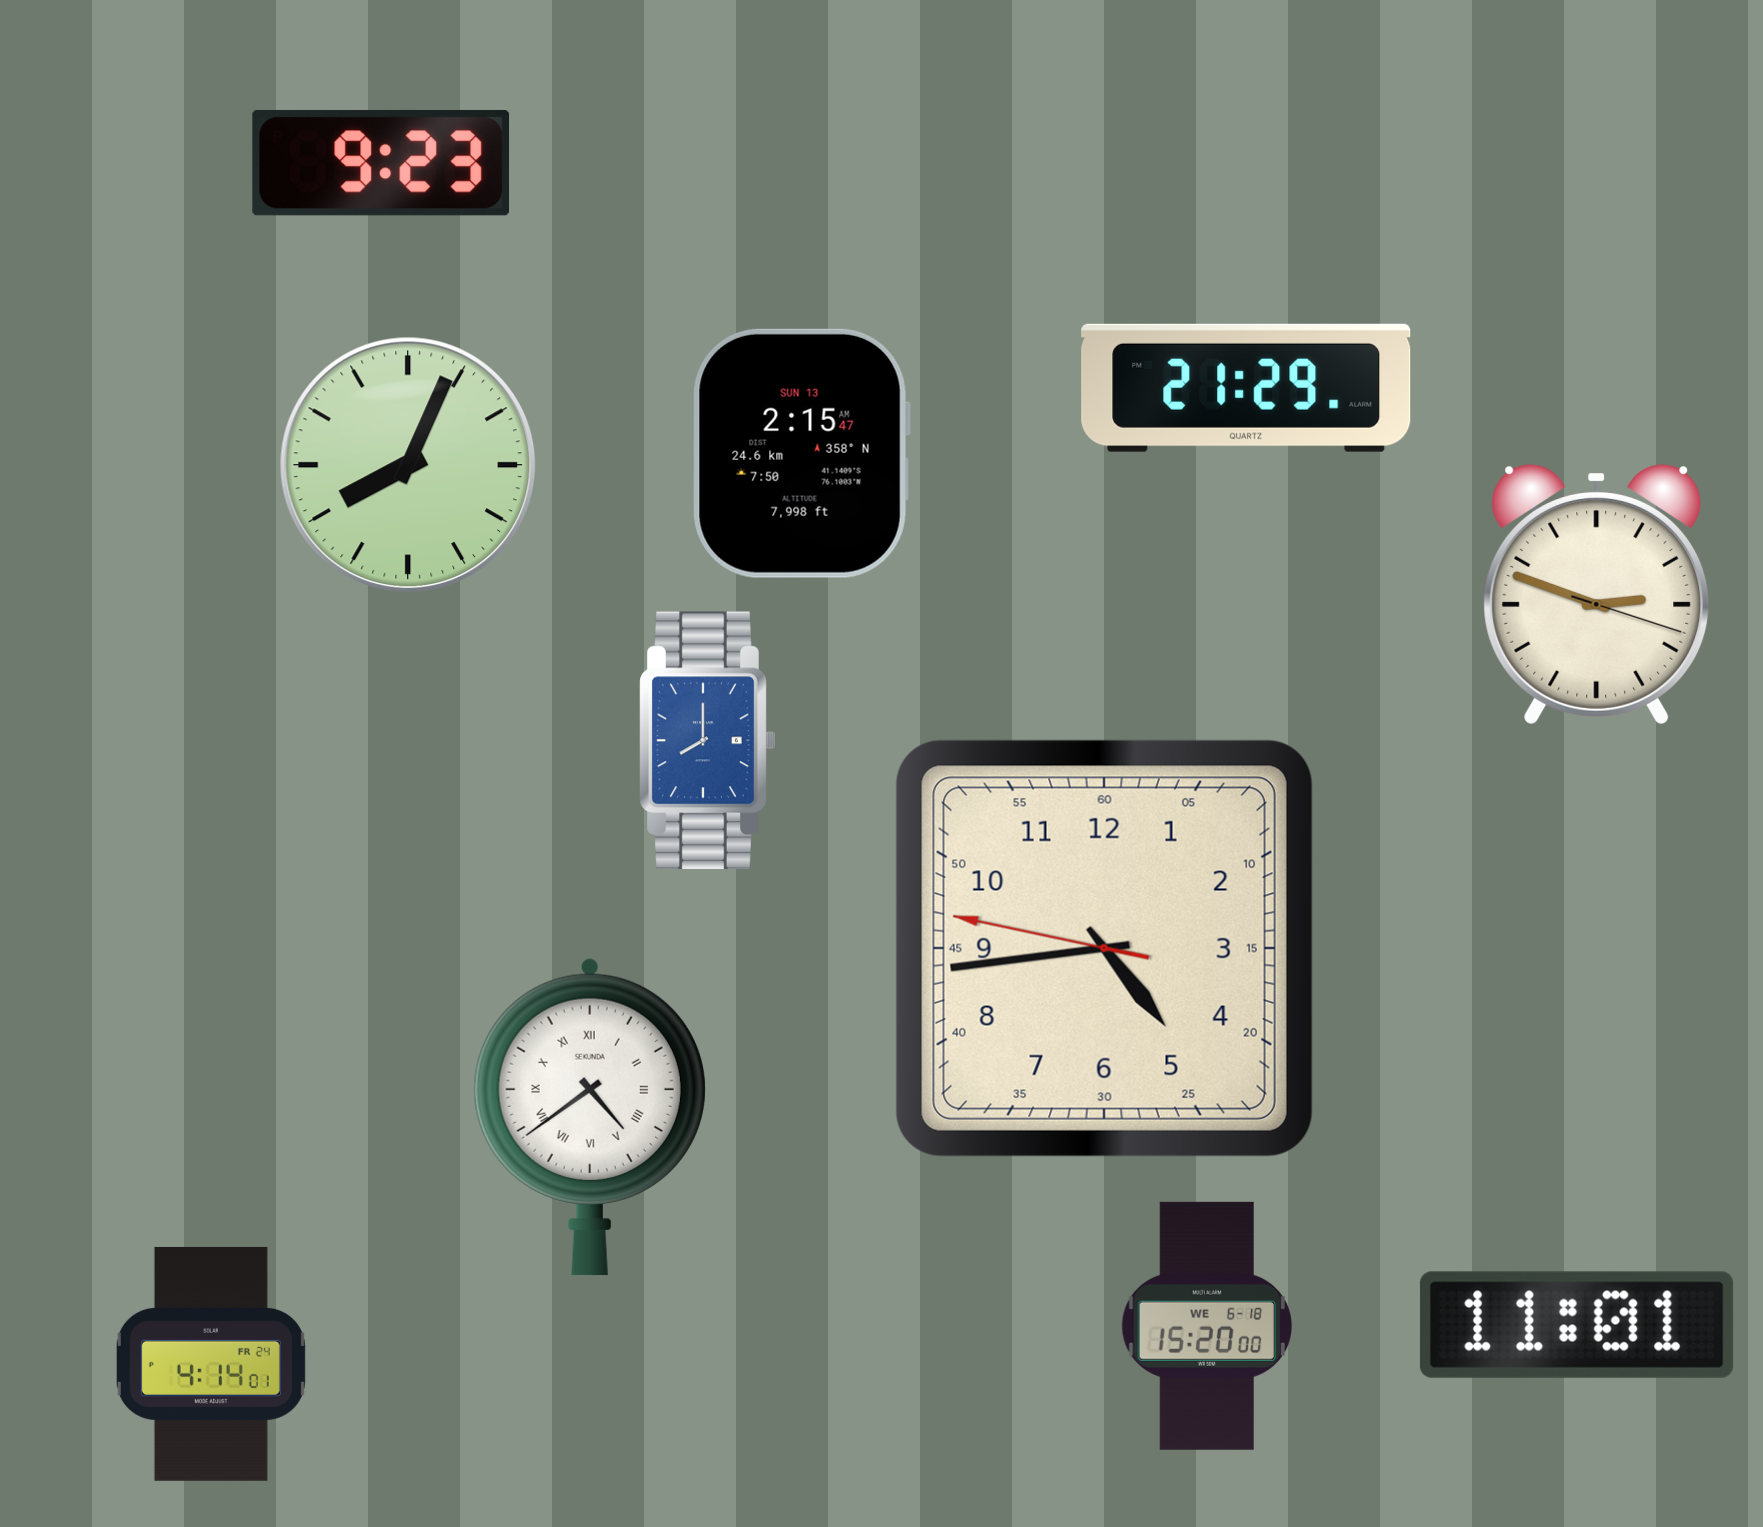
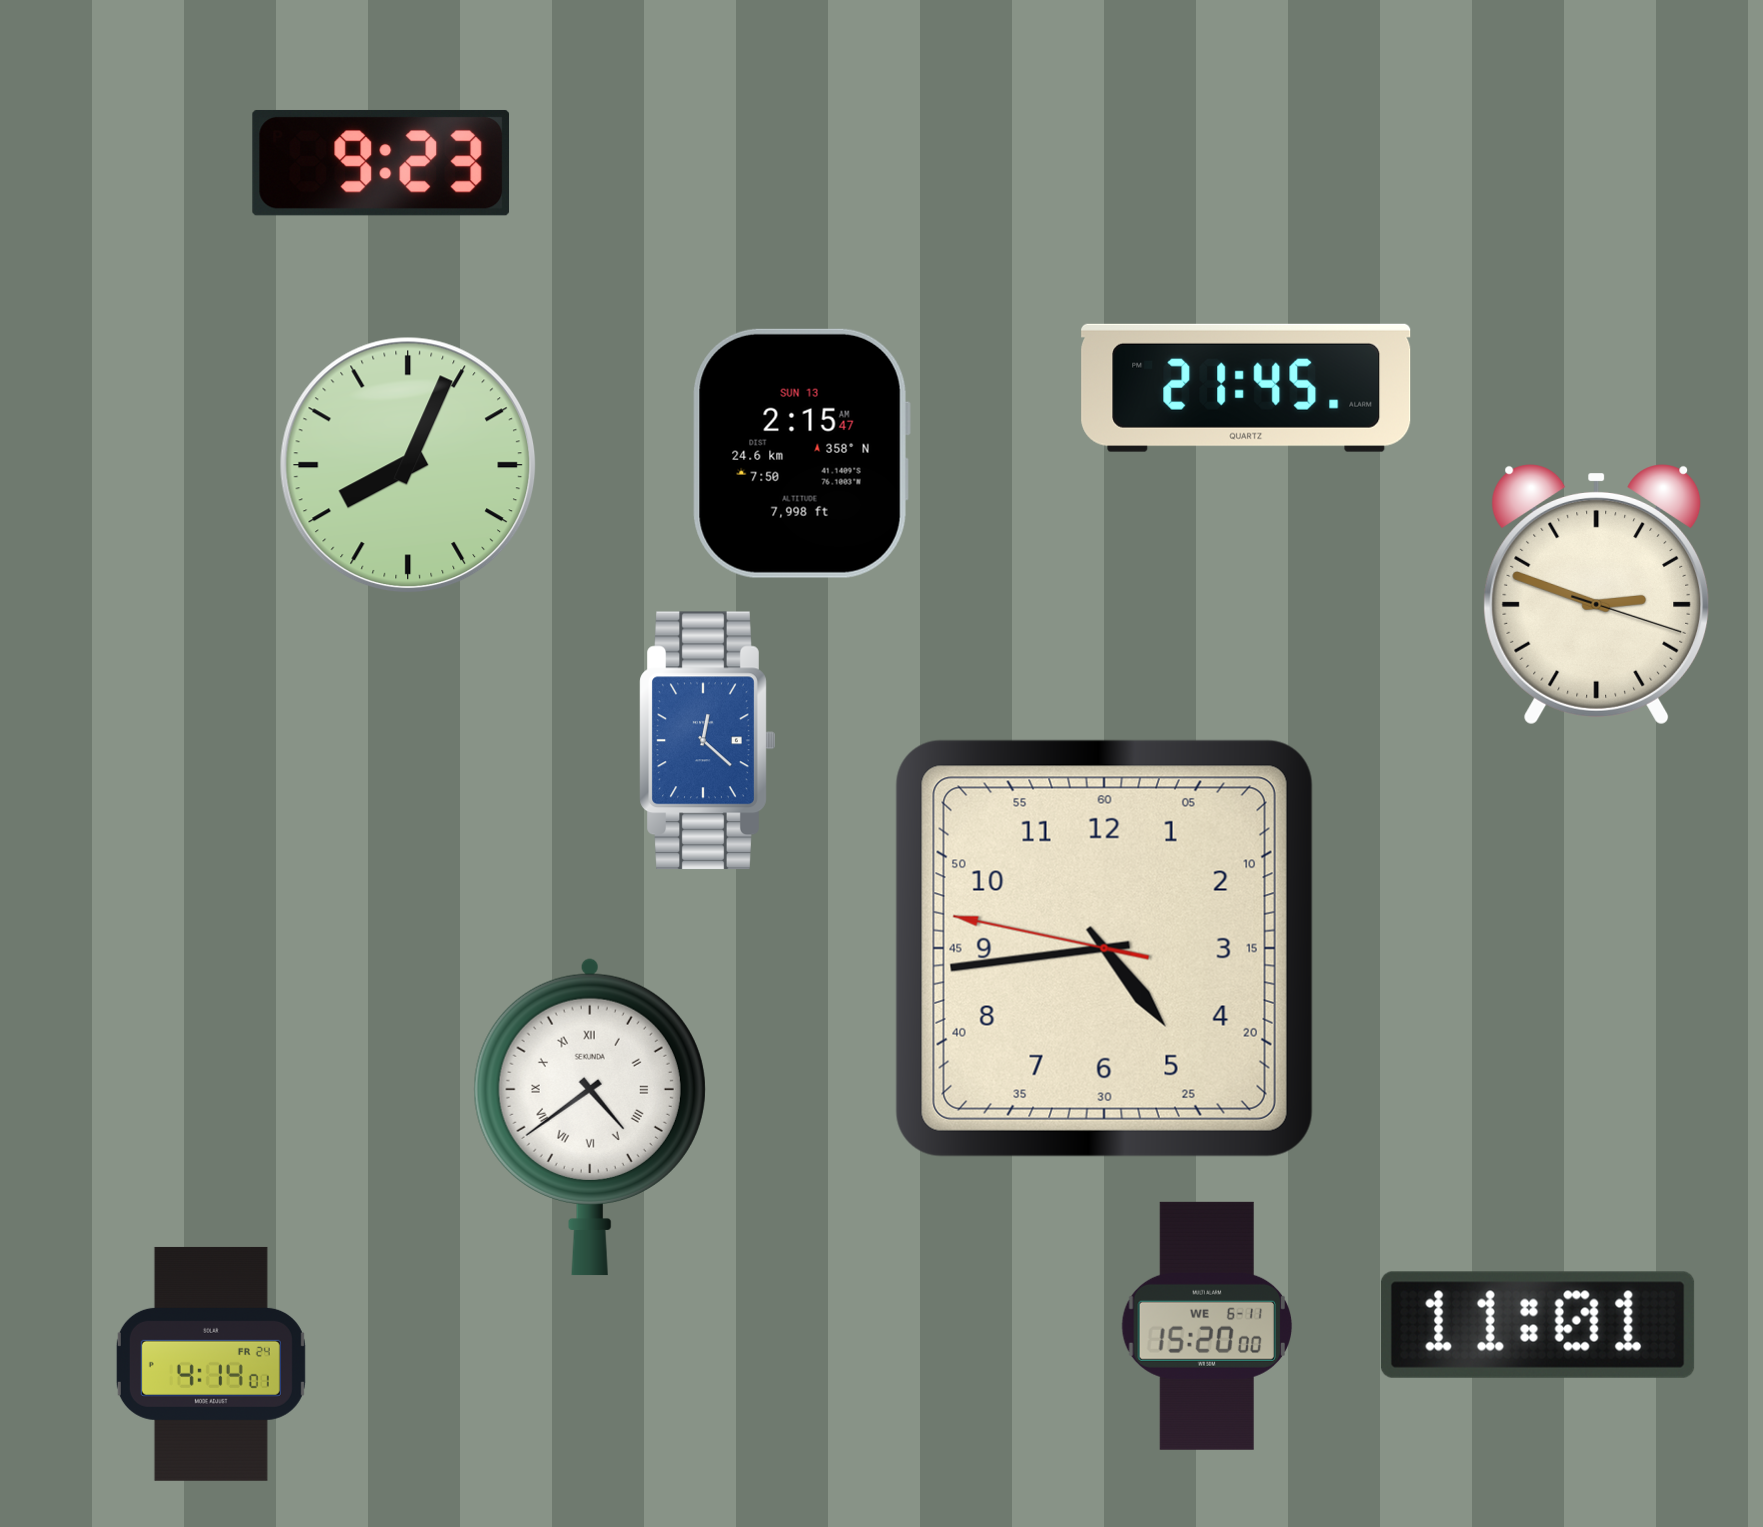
clock at (1246, 388): 21:29 -> 21:45
clock at (708, 741): 8:00 -> 12:22
clock at (1577, 1325) position: (1577, 1325) -> (1538, 1325)
clock at (1207, 1326) date: WE 6-18 -> WE 6-11
